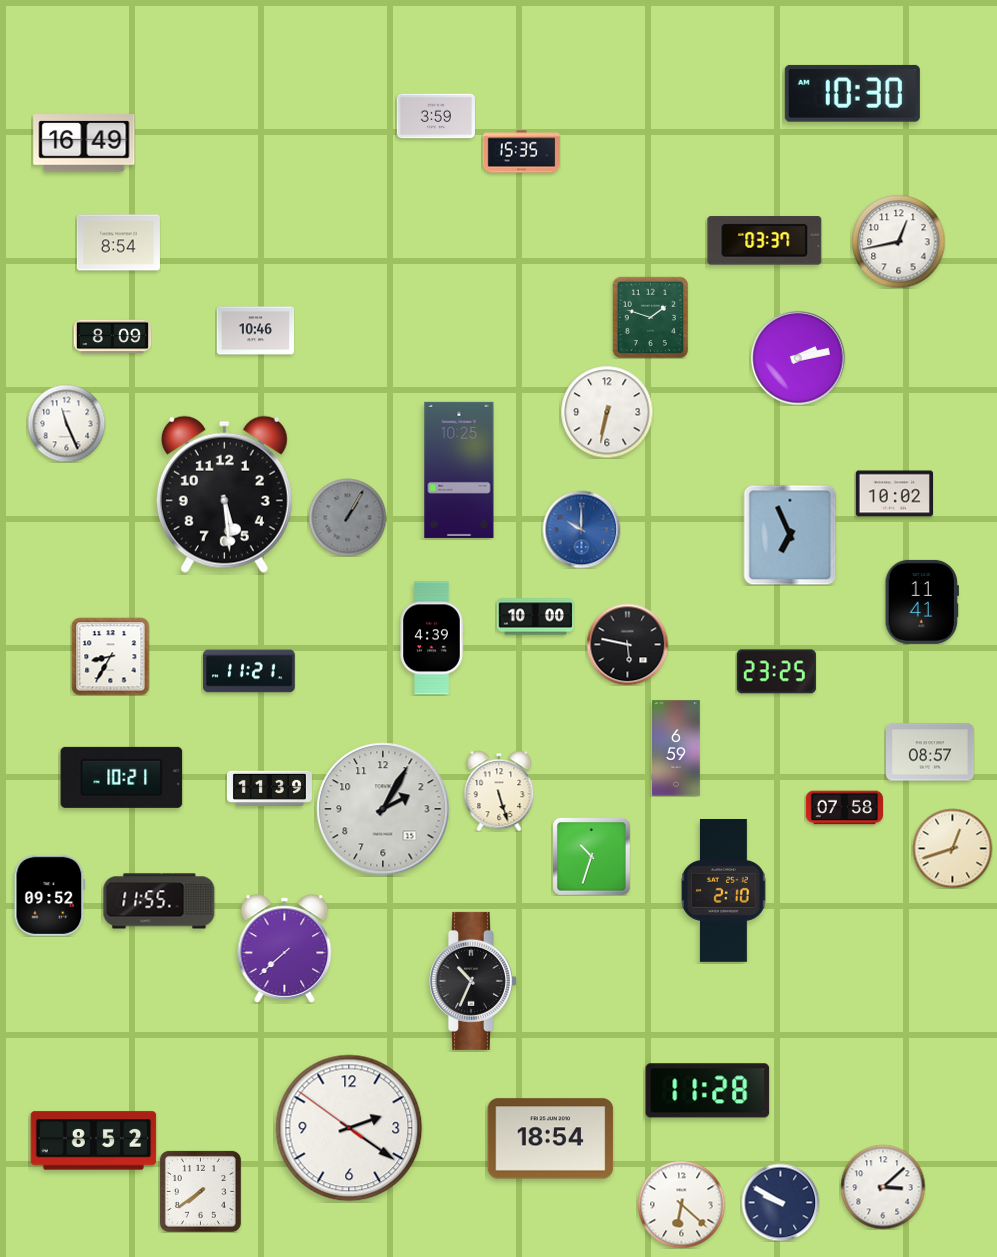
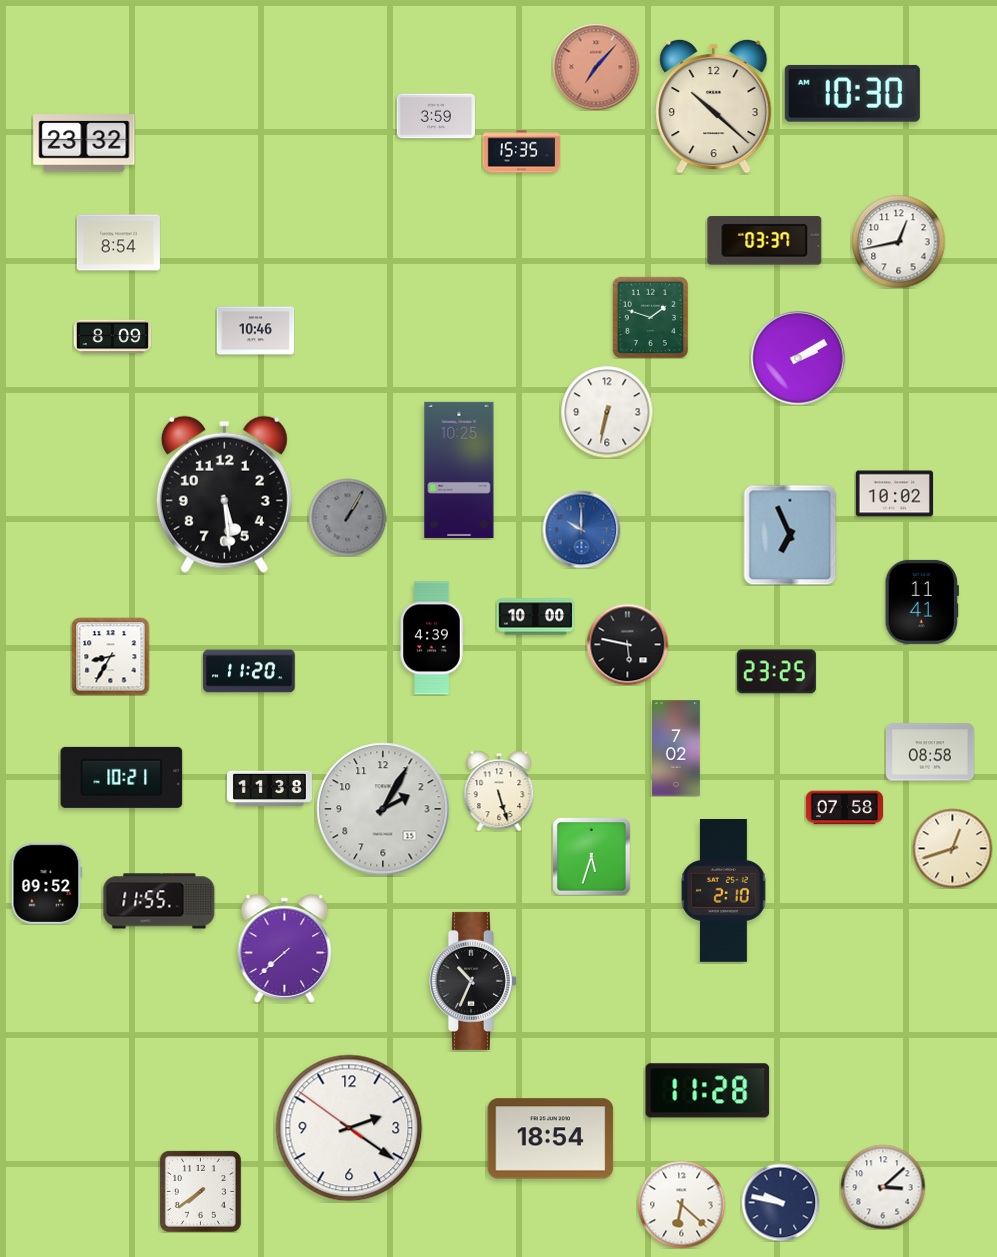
clock at (596, 67): none -> 7:07
clock at (714, 106): none -> 10:22
clock at (84, 144): 16:49 -> 23:32
clock at (798, 358): 2:13 -> 2:10
clock at (66, 423): 11:26 -> none
clock at (249, 671): 11:21 -> 11:20
clock at (677, 748): 6:59 -> 7:02
clock at (931, 752): 08:57 -> 08:58
clock at (269, 788): 11:39 -> 11:38
clock at (591, 856): 10:33 -> 5:33
clock at (50, 895) position: (50, 895) -> (47, 883)
clock at (94, 1141): 8:52 -> none
clock at (780, 1202): 9:50 -> 9:47
